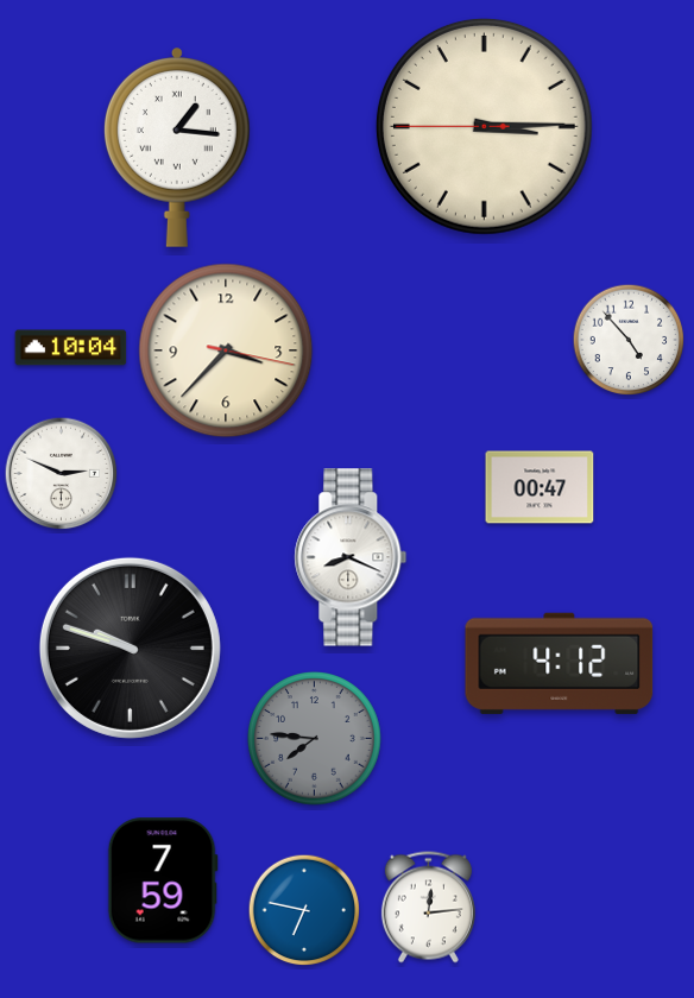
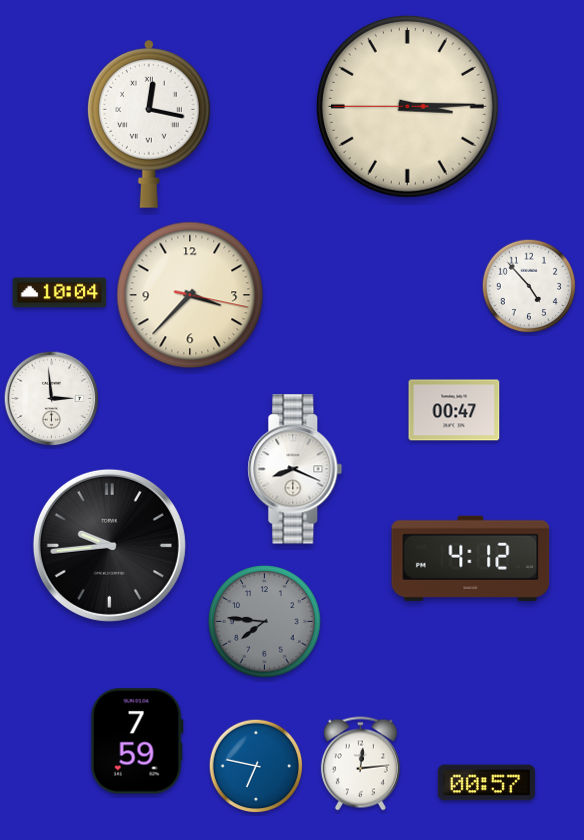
clock at (177, 147): 1:16 -> 12:17
clock at (62, 474): 2:49 -> 2:59
clock at (130, 648): 9:48 -> 9:44
clock at (486, 783): none -> 00:57
